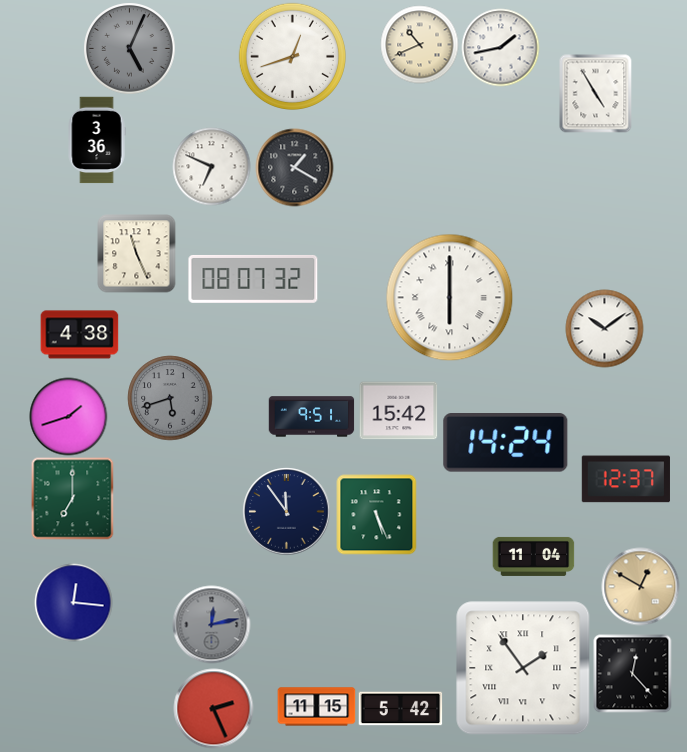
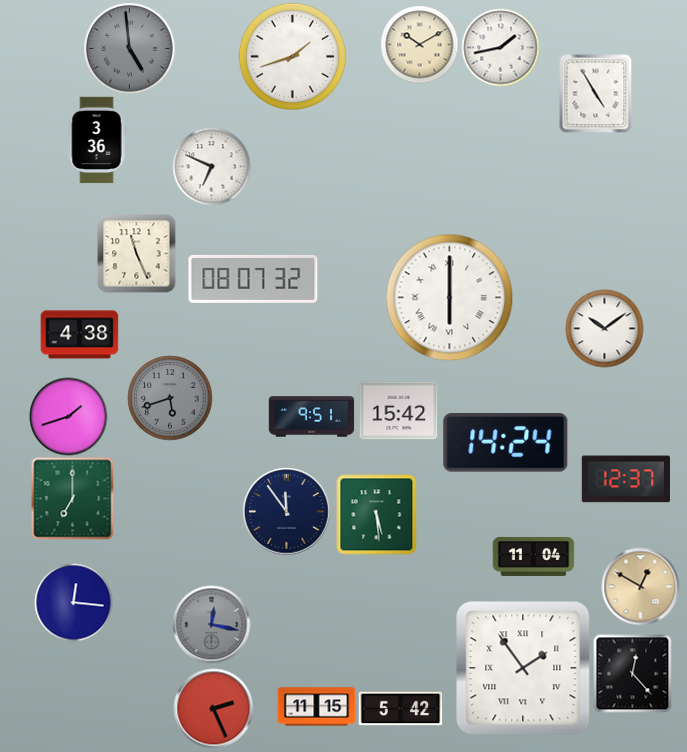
clock at (419, 44): 10:41 -> 10:10
clock at (130, 49): 5:04 -> 4:59
clock at (292, 56): 12:42 -> 1:42
clock at (294, 167): 1:20 -> none
clock at (376, 514): 5:26 -> 5:29
clock at (211, 624): 12:13 -> 12:17
